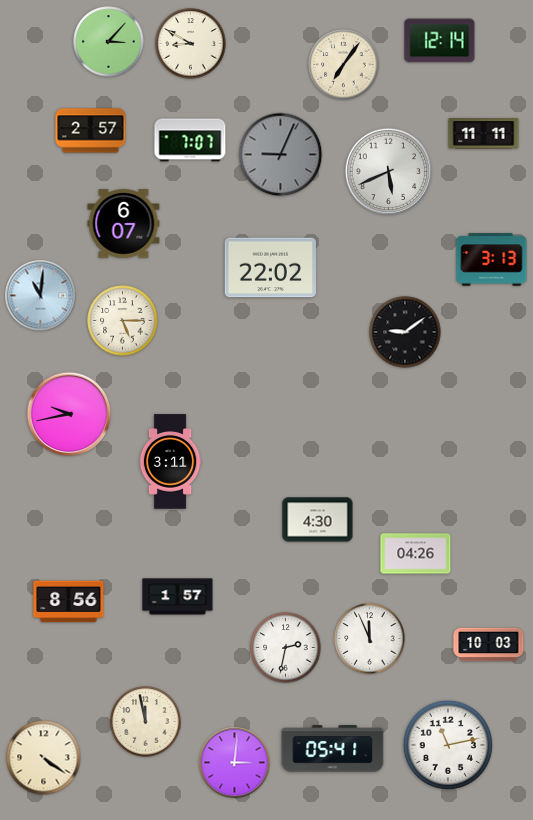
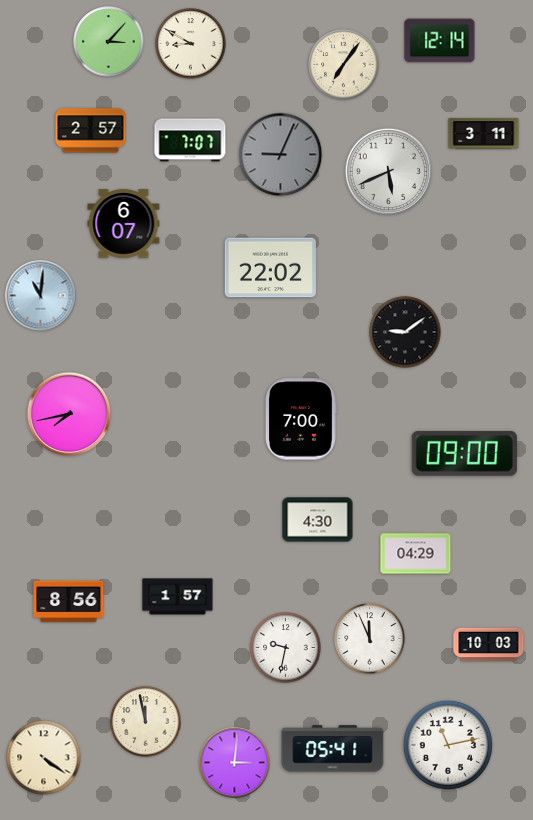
clock at (484, 134): 11:11 -> 3:11
clock at (492, 260): 3:13 -> none
clock at (123, 321): 5:15 -> none
clock at (69, 414): 9:43 -> 7:43
clock at (301, 419): none -> 7:00
clock at (464, 453): none -> 09:00
clock at (170, 462): 3:11 -> none
clock at (416, 554): 04:26 -> 04:29
clock at (286, 648): 2:32 -> 9:32
